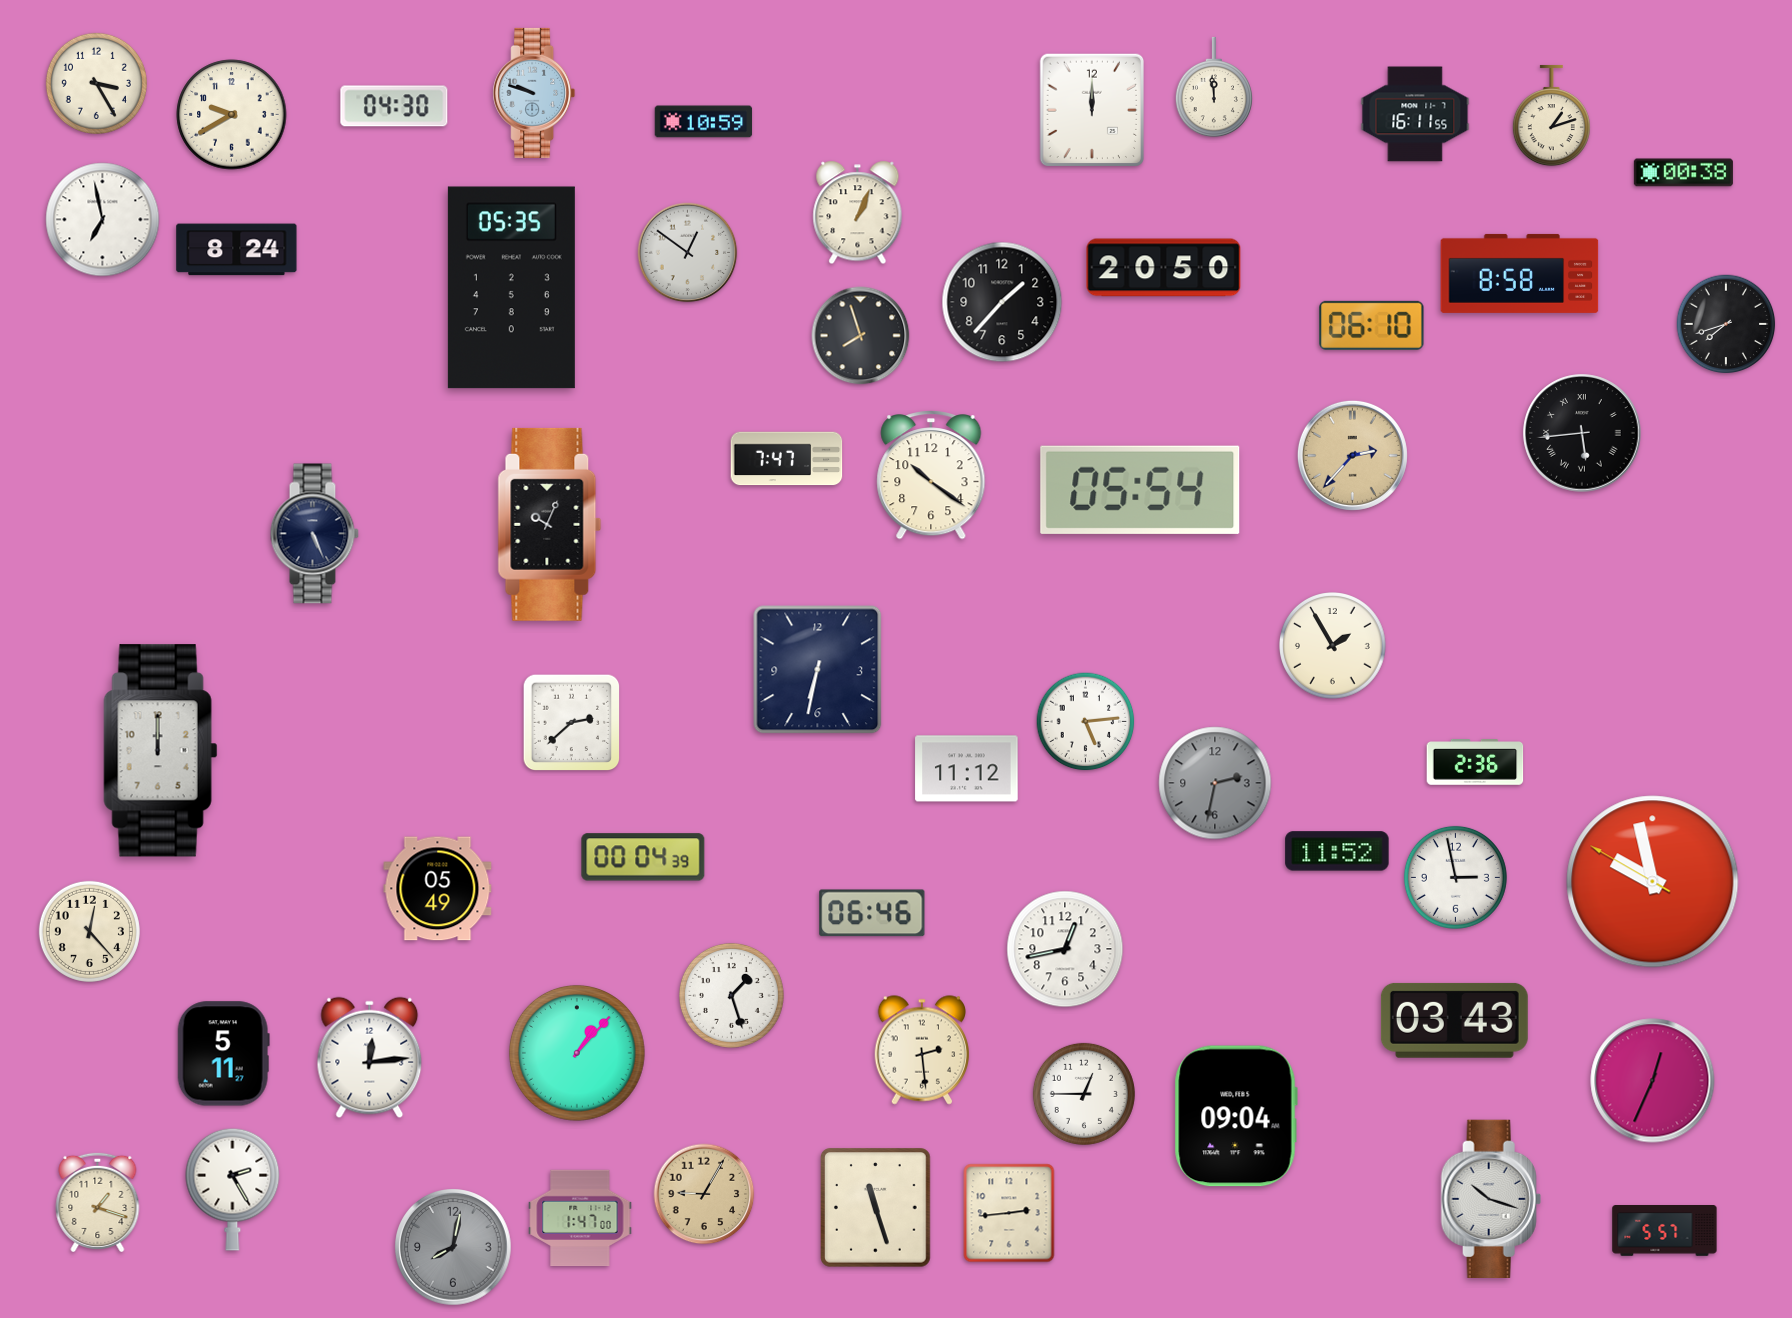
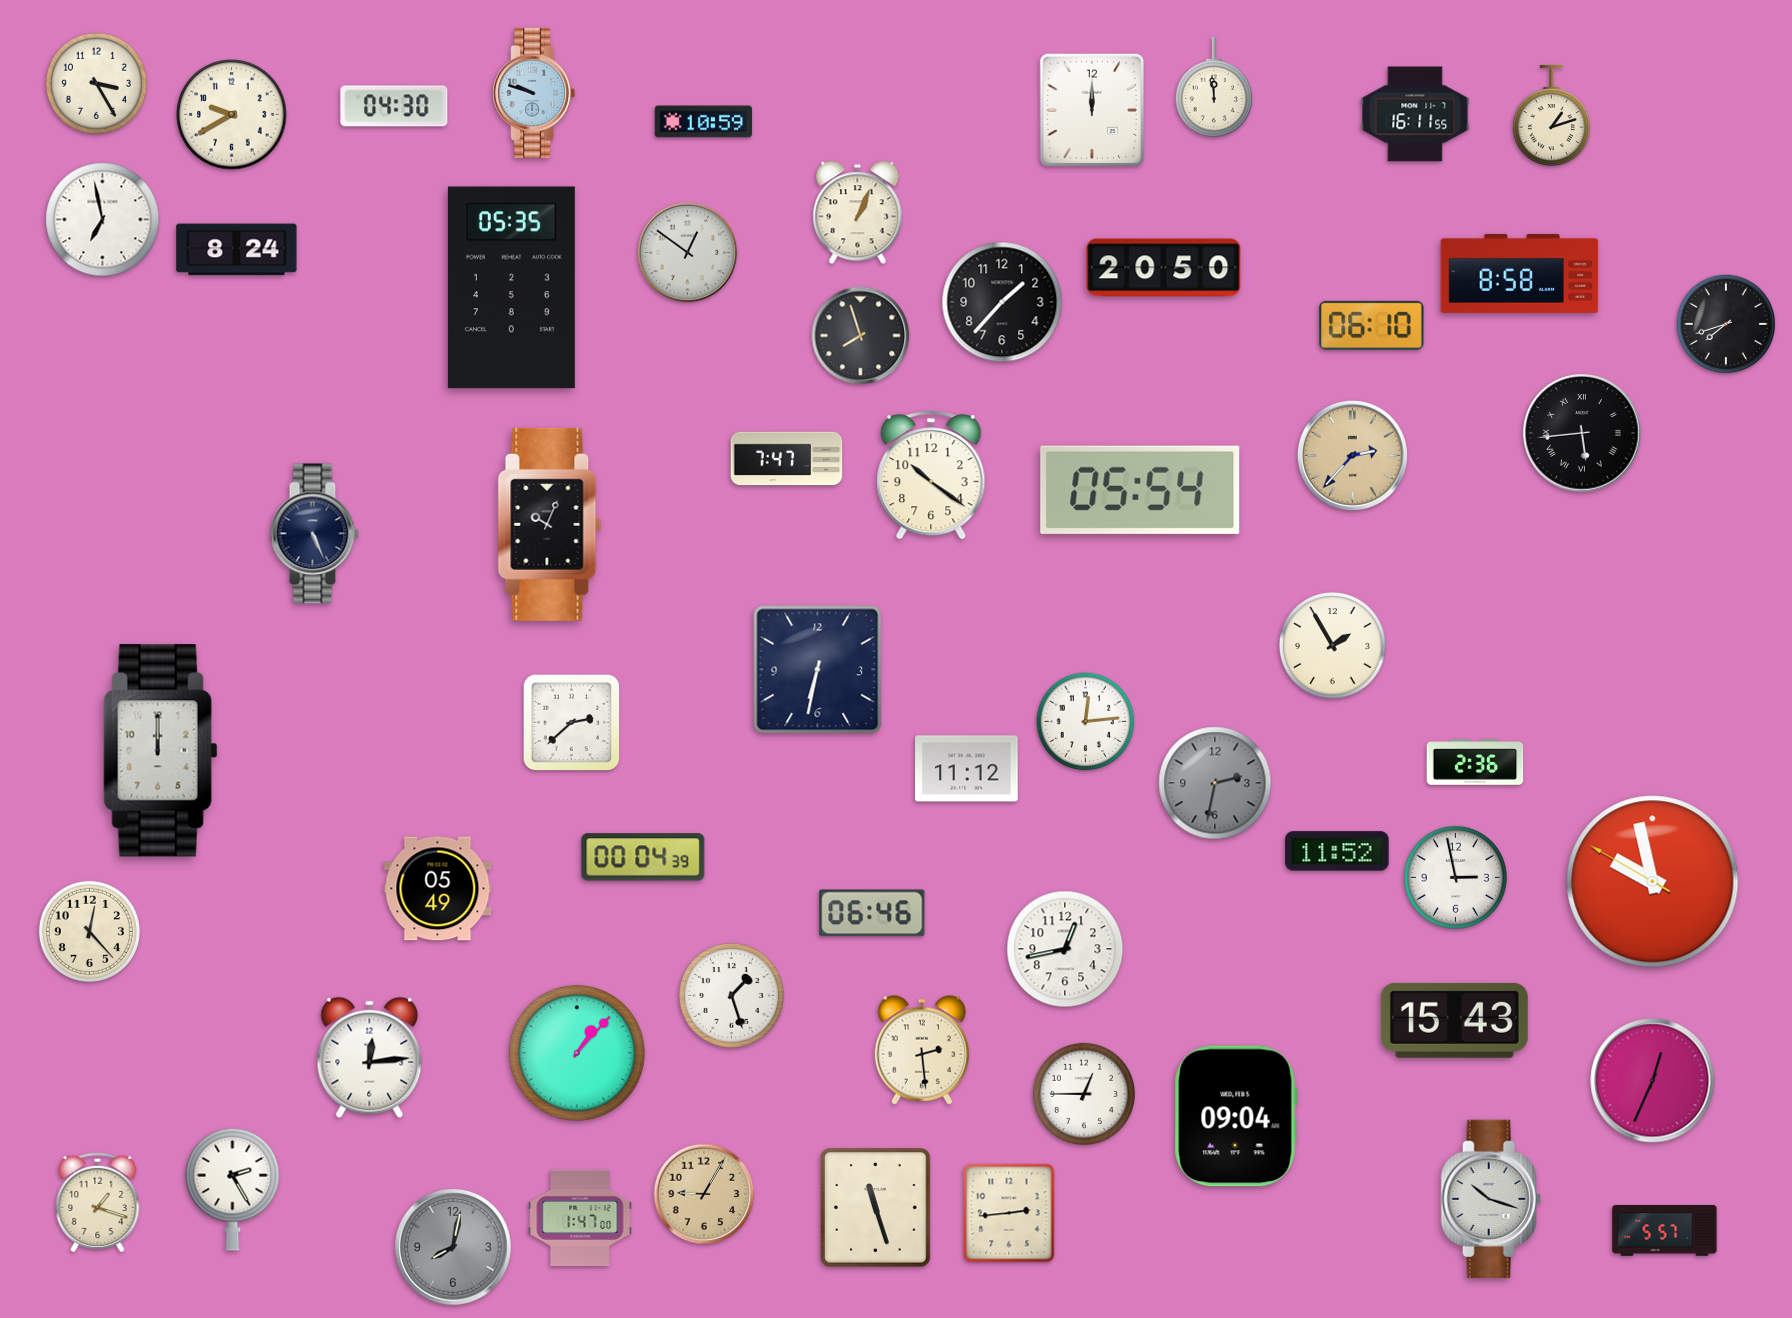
clock at (1683, 173): 00:38 -> none
clock at (1086, 722): 5:14 -> 12:14
clock at (1454, 1020): 03:43 -> 15:43
clock at (223, 1054): 5:11 -> none
